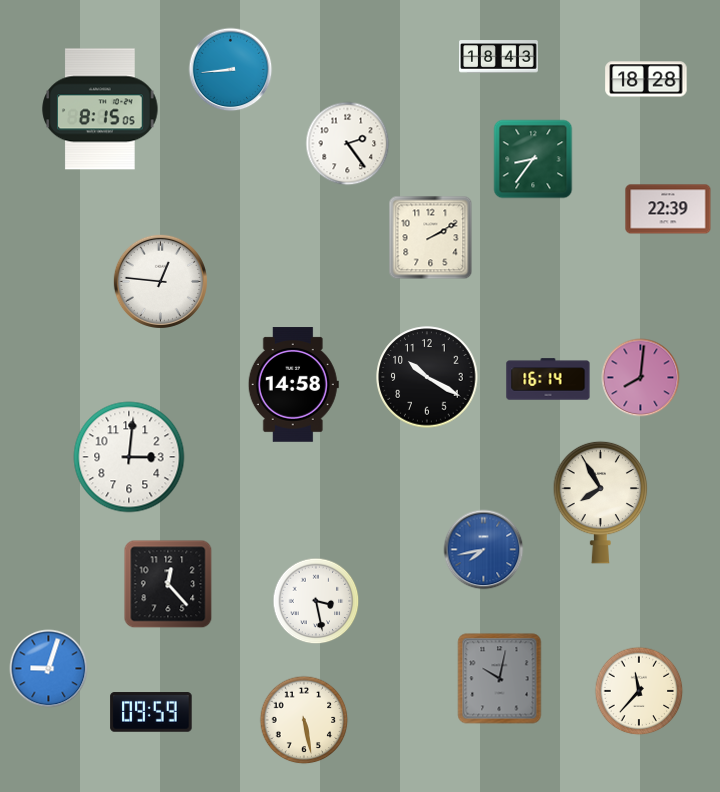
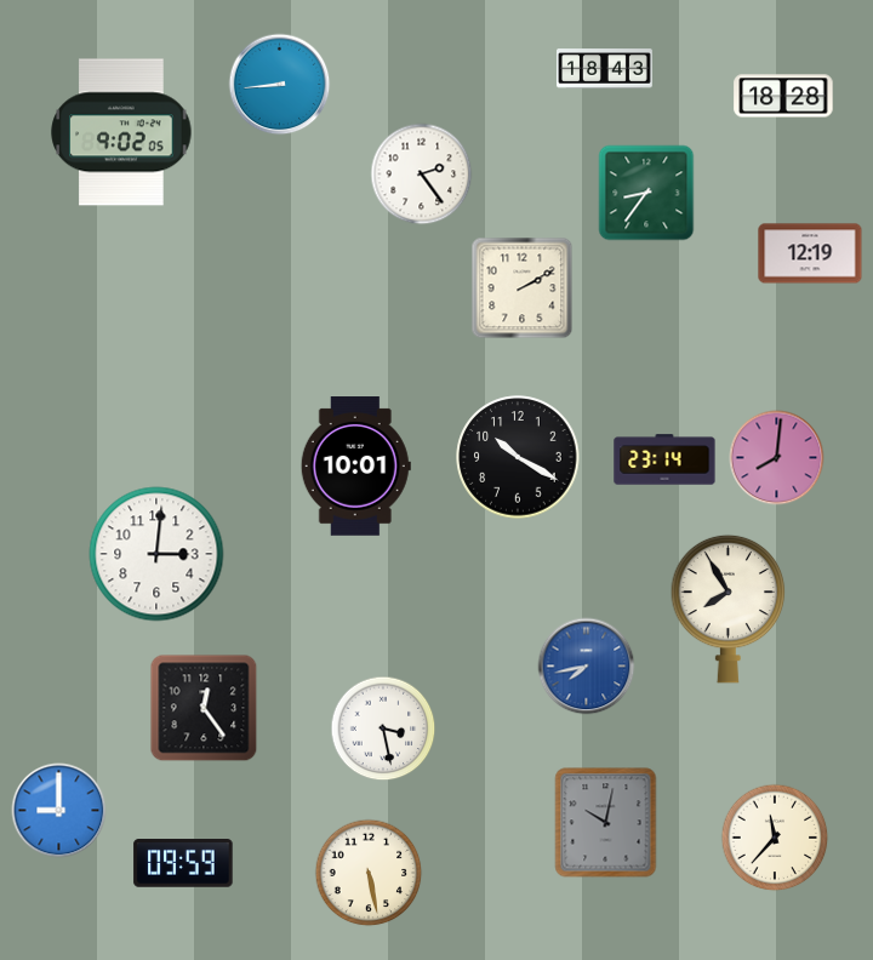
clock at (100, 109): 8:15 -> 9:02
clock at (668, 209): 22:39 -> 12:19
clock at (160, 281): 12:46 -> none
clock at (548, 379): 16:14 -> 23:14
clock at (293, 385): 14:58 -> 10:01
clock at (168, 584): 12:23 -> 12:24
clock at (49, 669): 9:03 -> 9:00
